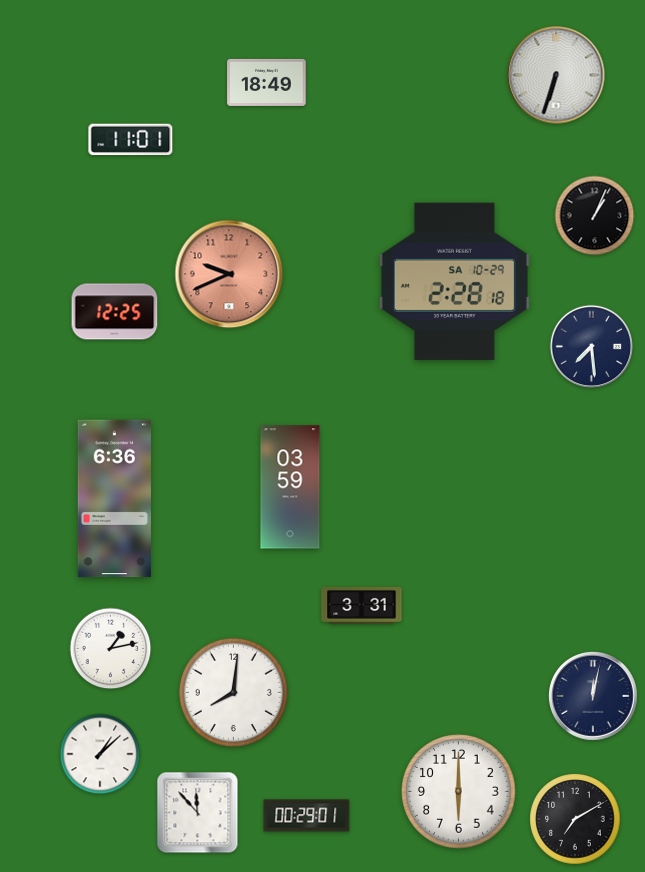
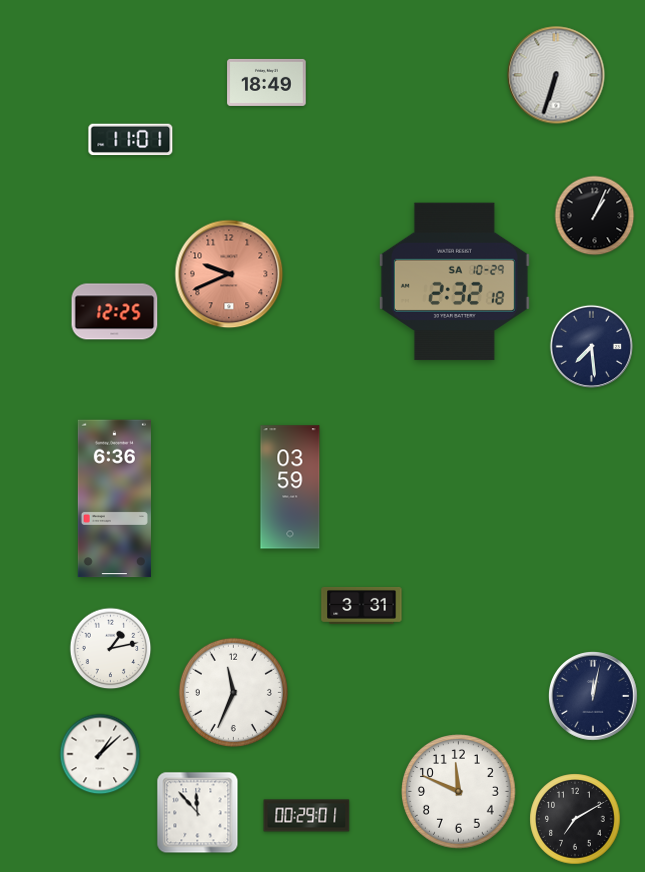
clock at (454, 282): 2:28 -> 2:32
clock at (233, 692): 8:01 -> 11:34
clock at (459, 792): 6:00 -> 11:49
